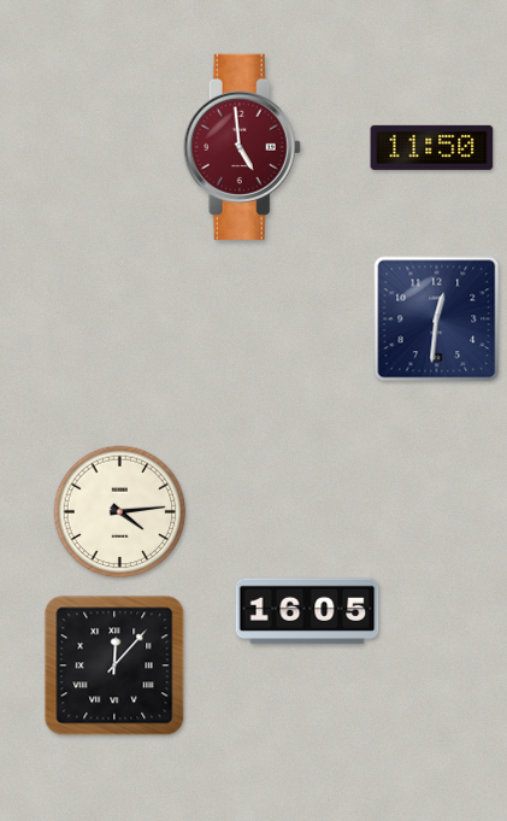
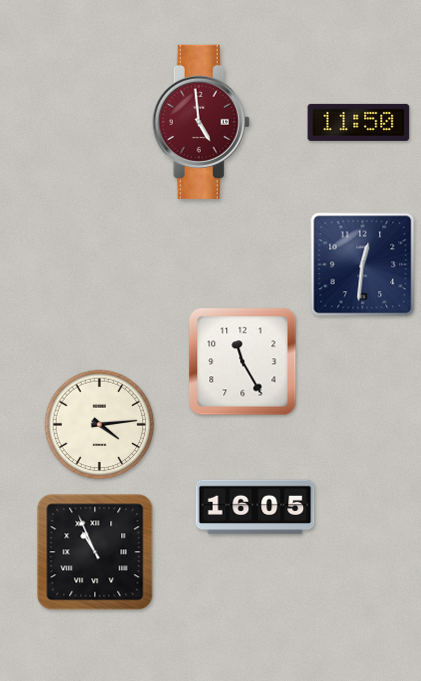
clock at (243, 362): none -> 11:25
clock at (114, 665): 12:07 -> 10:56
